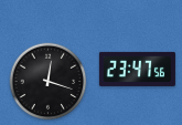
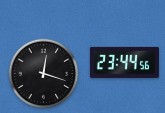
clock at (137, 69): 23:47 -> 23:44
